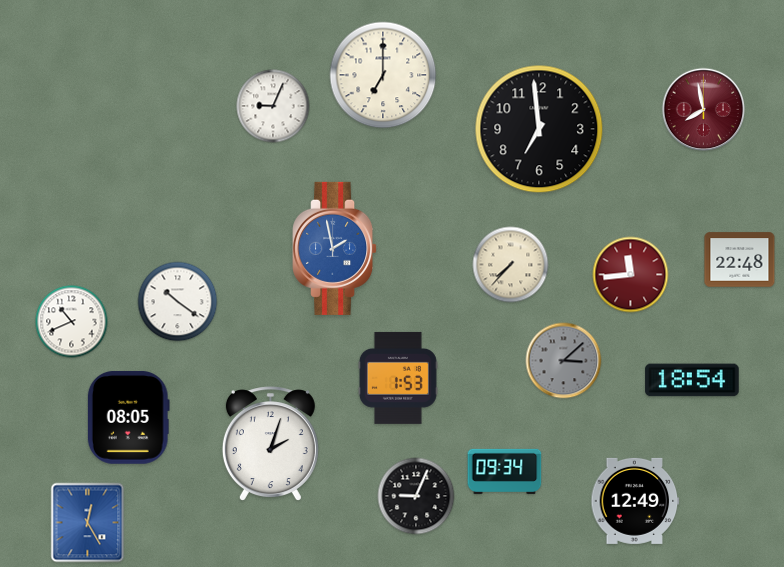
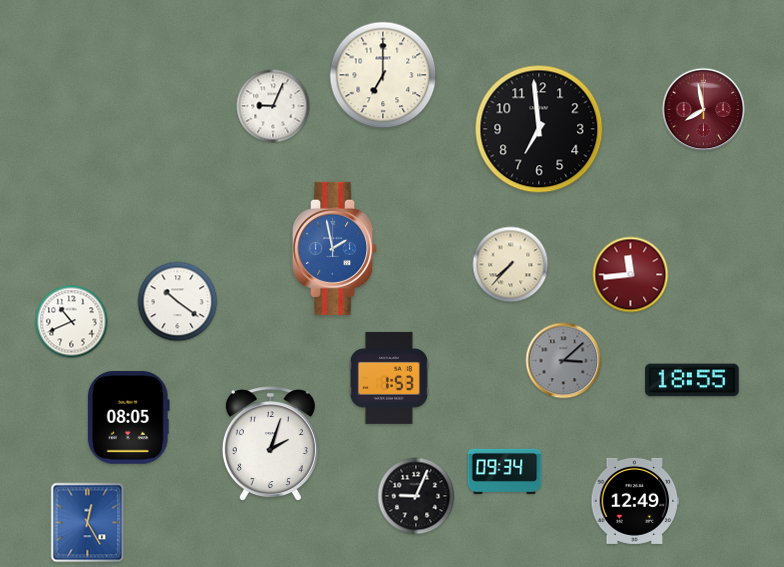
clock at (740, 260): 22:48 -> none
clock at (398, 378) position: (398, 378) -> (389, 378)
clock at (692, 380): 18:54 -> 18:55
